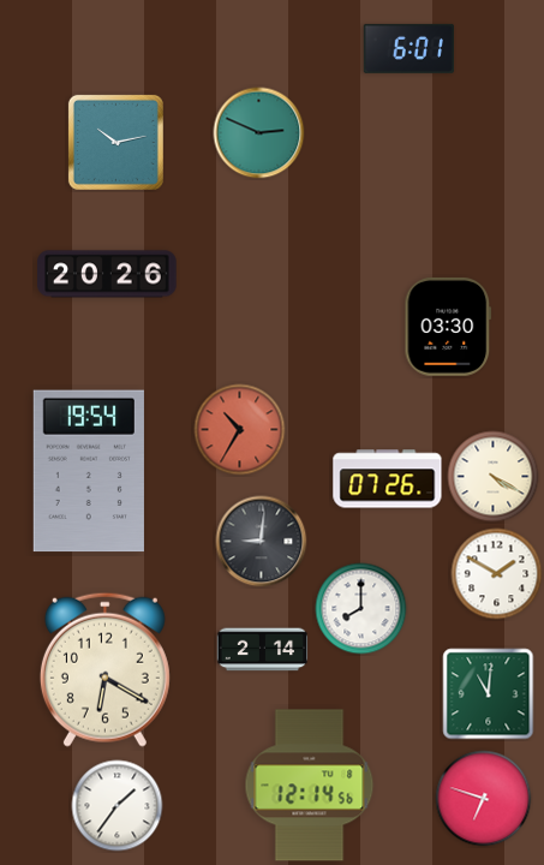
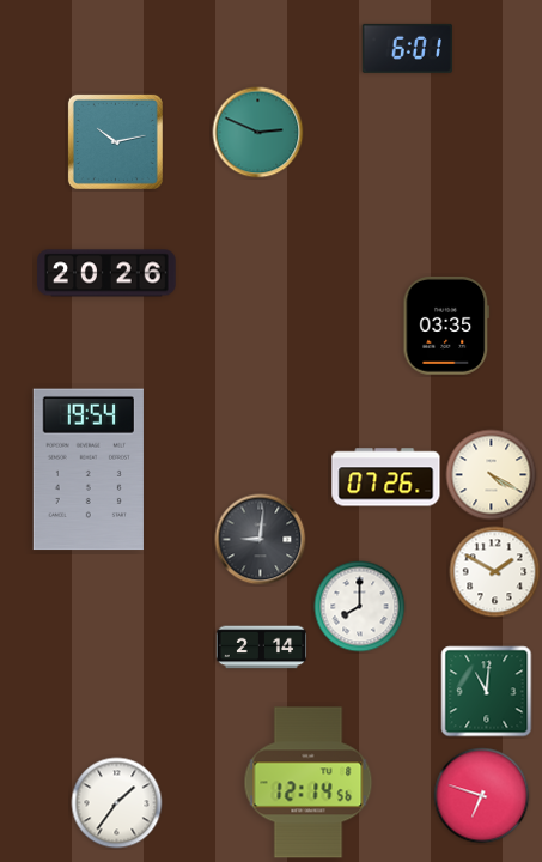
clock at (448, 327): 03:30 -> 03:35
clock at (240, 430): 10:35 -> none
clock at (104, 669): 6:20 -> none
